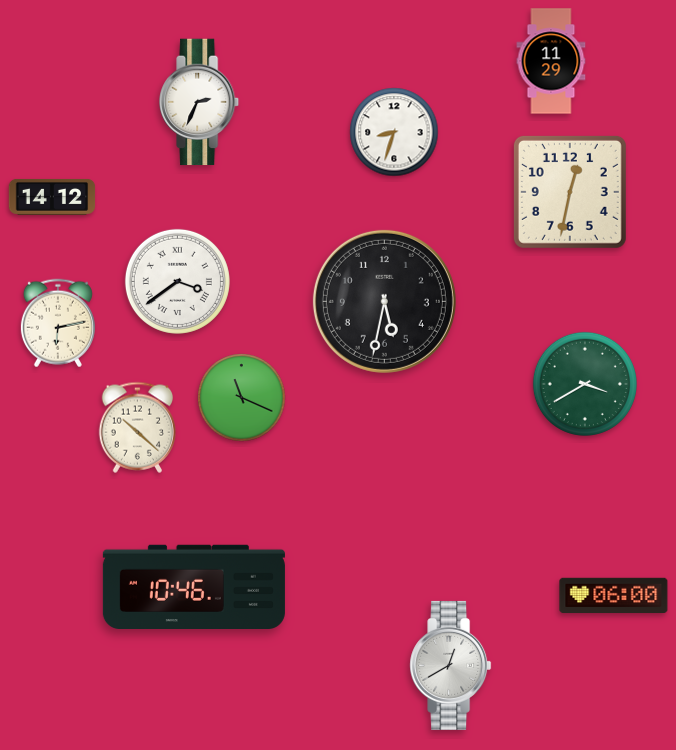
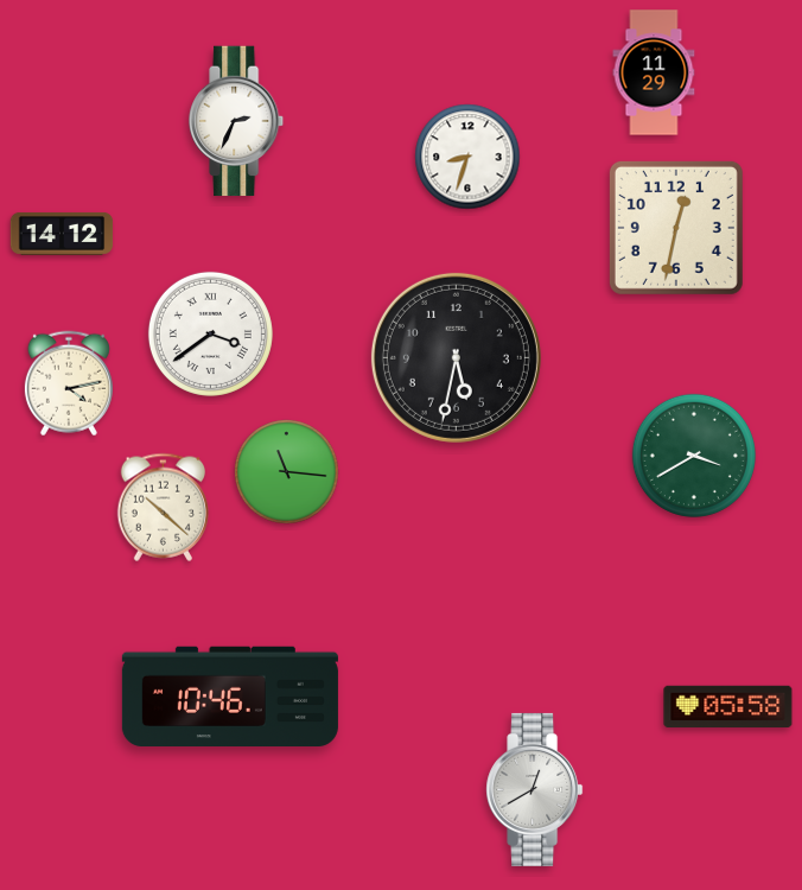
clock at (58, 323): 6:13 -> 4:13
clock at (242, 398): 11:19 -> 11:16
clock at (614, 596): 06:00 -> 05:58
